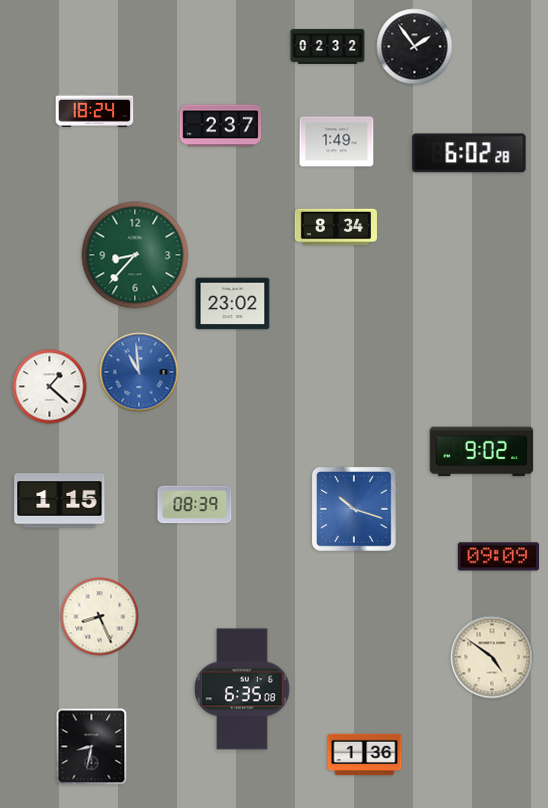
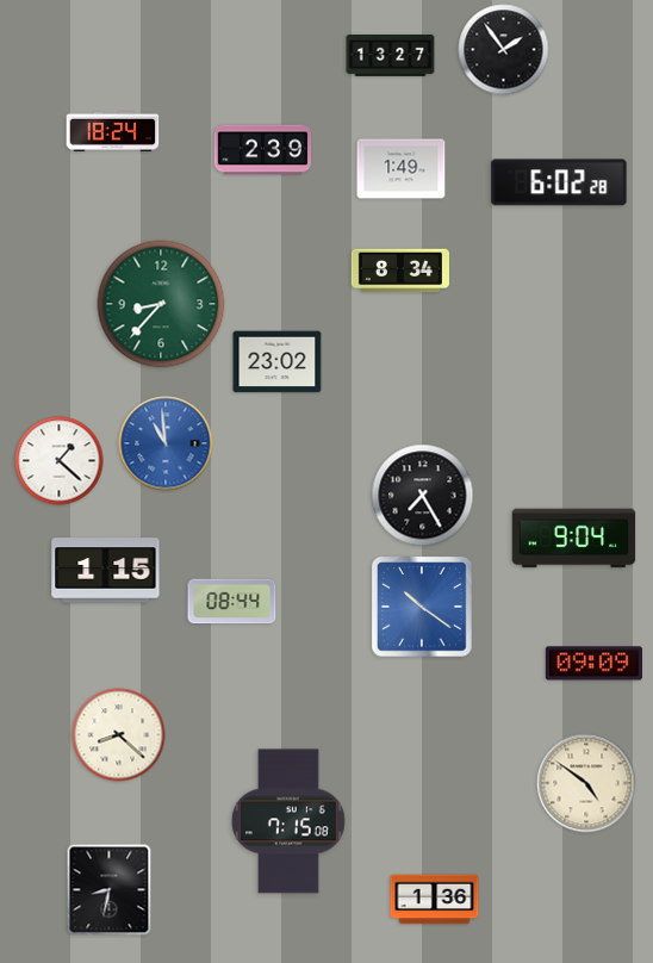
clock at (328, 46): 02:32 -> 13:27
clock at (415, 47) position: (415, 47) -> (504, 50)
clock at (220, 126): 2:37 -> 2:39
clock at (423, 496): none -> 7:25
clock at (482, 452): 9:02 -> 9:04
clock at (60, 501) position: (60, 501) -> (106, 571)
clock at (195, 505): 08:39 -> 08:44
clock at (355, 510): 10:18 -> 10:21
clock at (100, 617): 8:26 -> 8:22
clock at (242, 689): 6:35 -> 7:15
